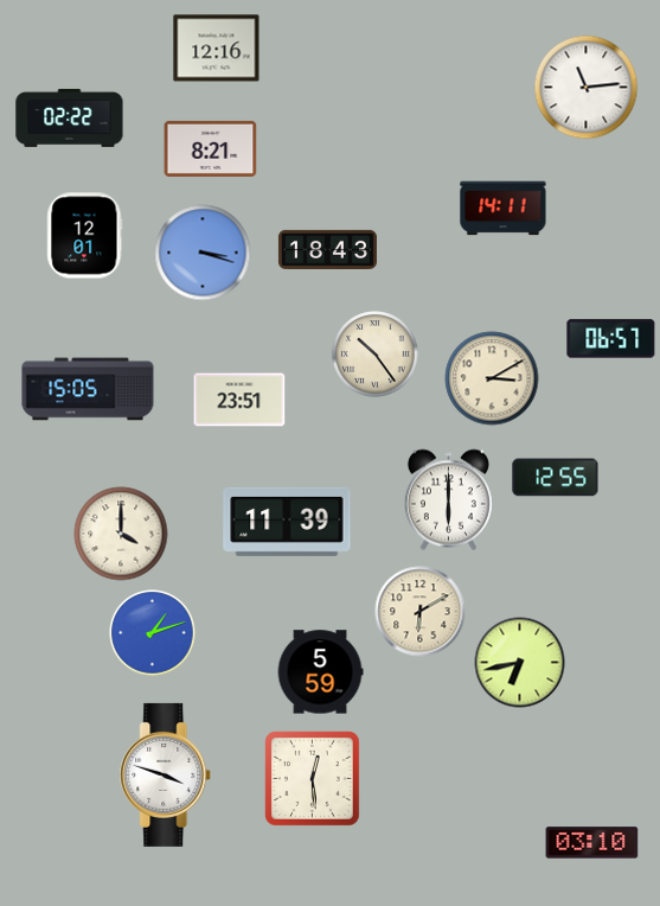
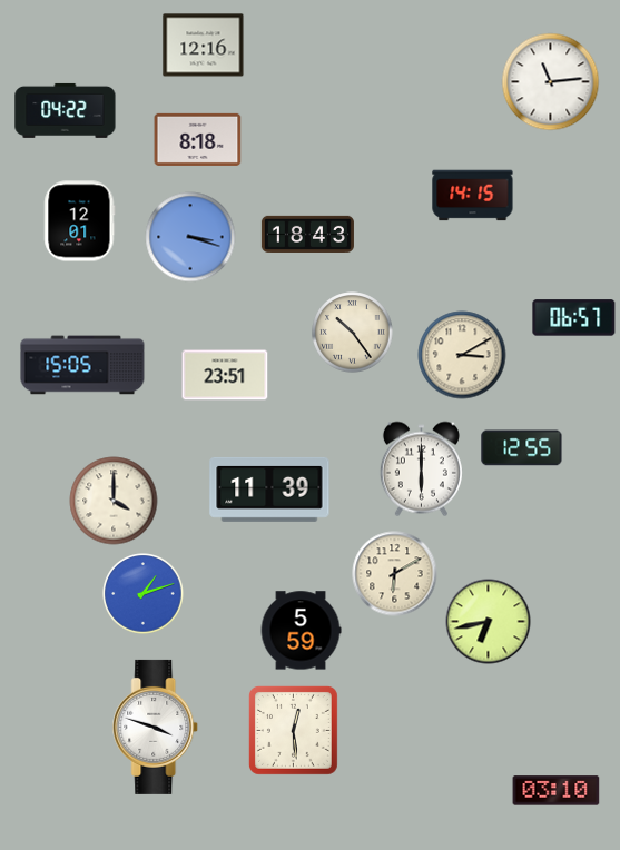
clock at (70, 117): 02:22 -> 04:22
clock at (211, 148): 8:21 -> 8:18
clock at (504, 209): 14:11 -> 14:15
